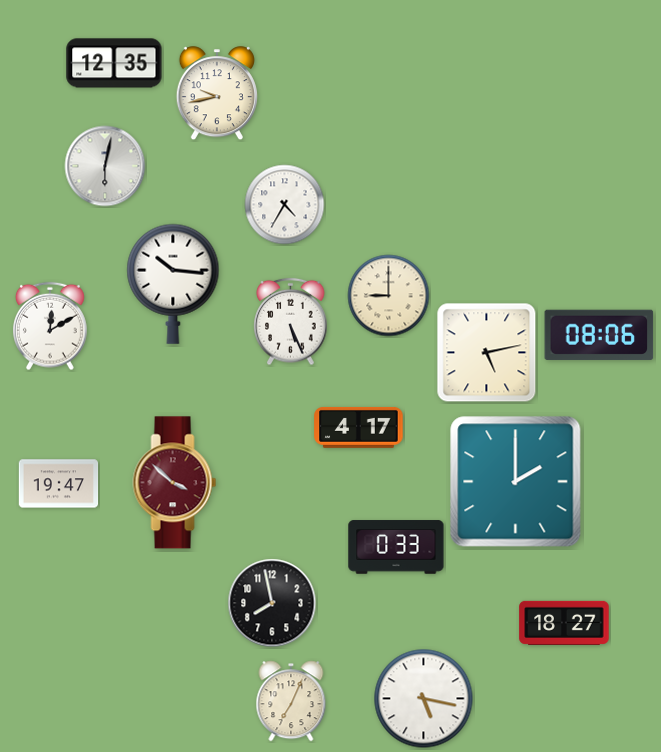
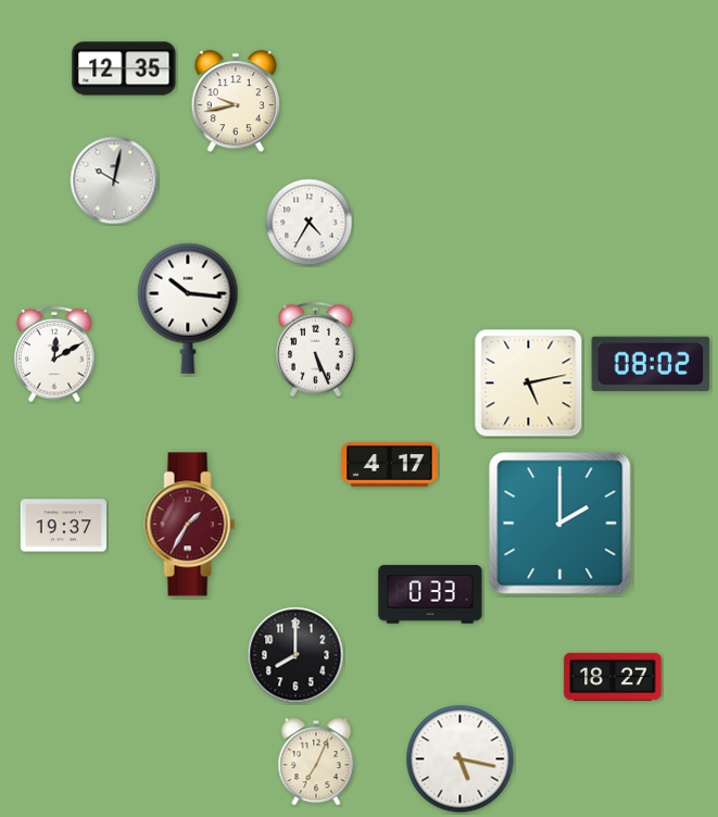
clock at (105, 166): 6:02 -> 10:02
clock at (389, 296): 9:00 -> none
clock at (599, 335): 08:06 -> 08:02
clock at (175, 483): 3:52 -> 1:35
clock at (59, 484): 19:47 -> 19:37
clock at (272, 603): 7:58 -> 8:00
